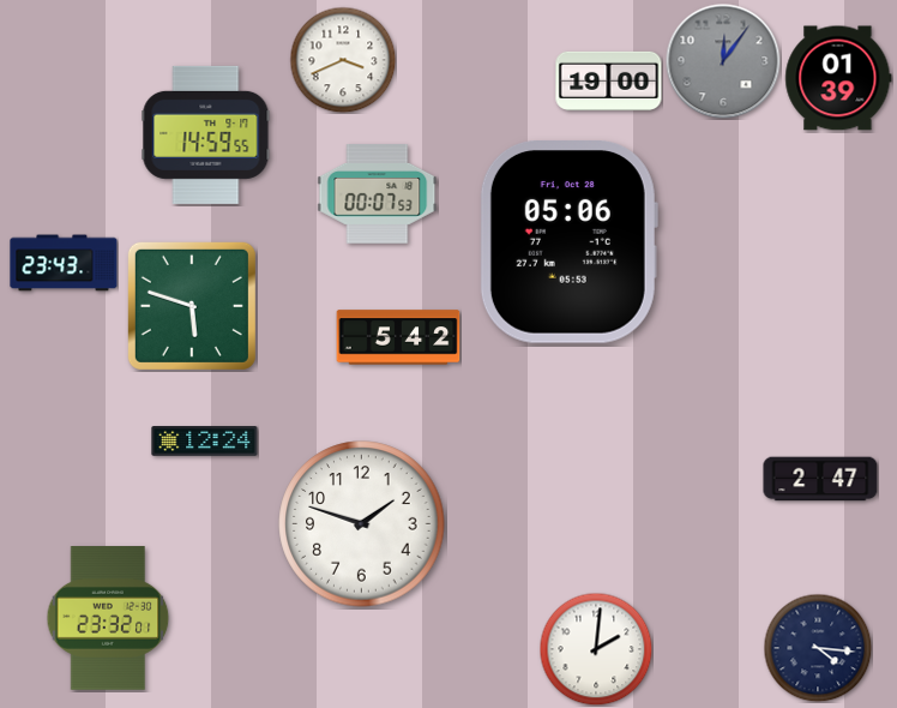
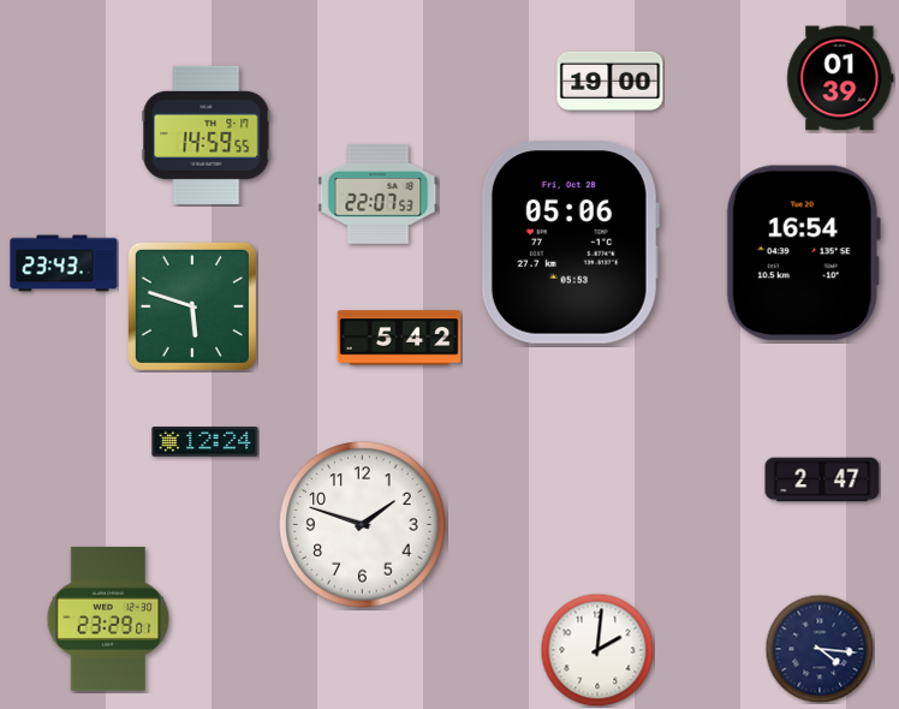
clock at (343, 60): 3:41 -> none
clock at (723, 61): 12:06 -> none
clock at (378, 194): 00:07 -> 22:07
clock at (803, 254): none -> 16:54
clock at (108, 618): 23:32 -> 23:29
